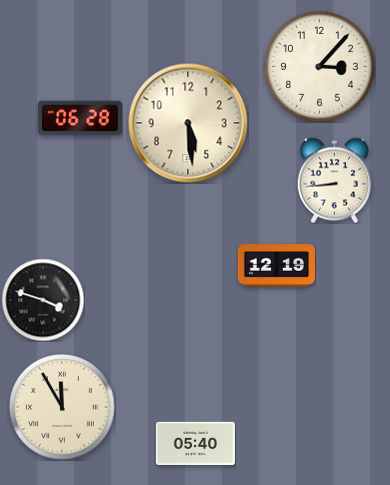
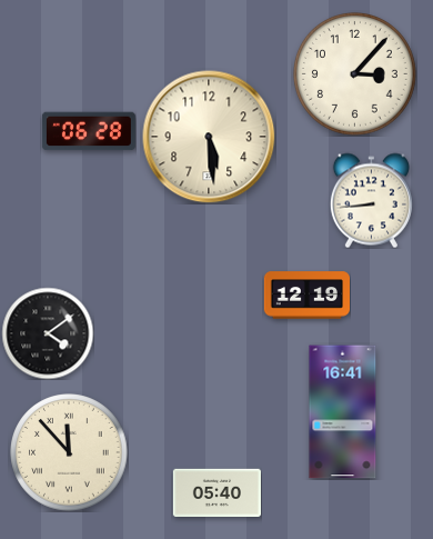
clock at (43, 300): 3:48 -> 4:09
clock at (343, 412): none -> 16:41
clock at (62, 407): 11:55 -> 11:53
